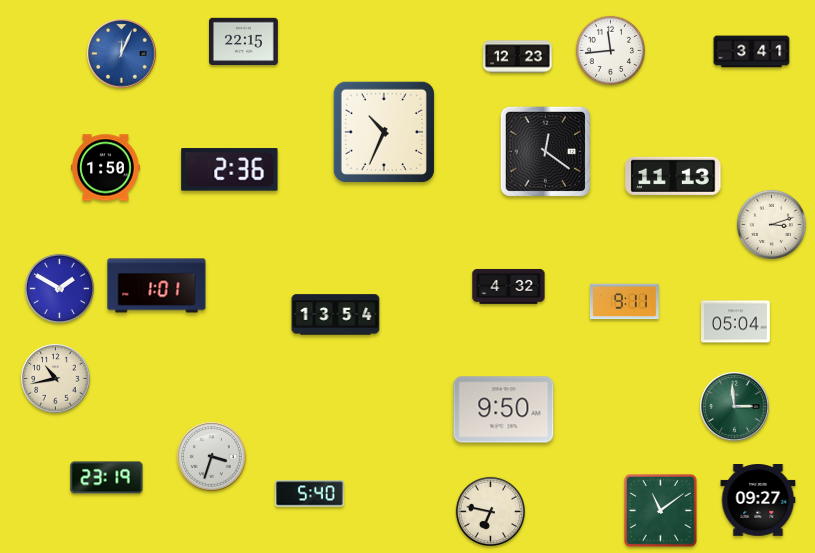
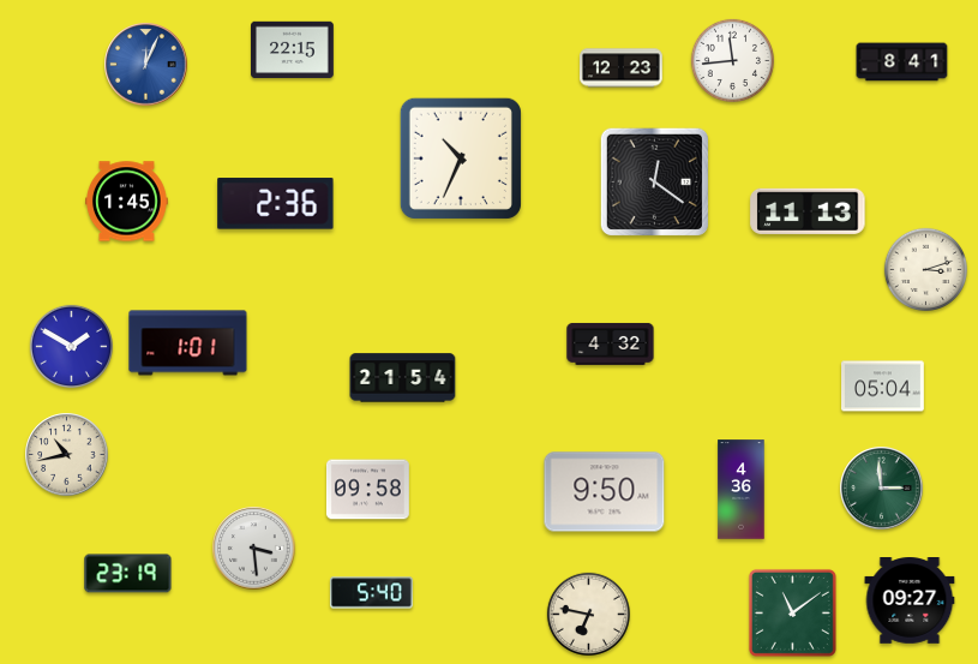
clock at (752, 52): 3:41 -> 8:41
clock at (106, 168): 1:50 -> 1:45
clock at (624, 302): 9:11 -> none
clock at (336, 315): 13:54 -> 21:54
clock at (368, 490): none -> 09:58
clock at (742, 490): none -> 4:36
clock at (212, 457): 3:33 -> 3:29
